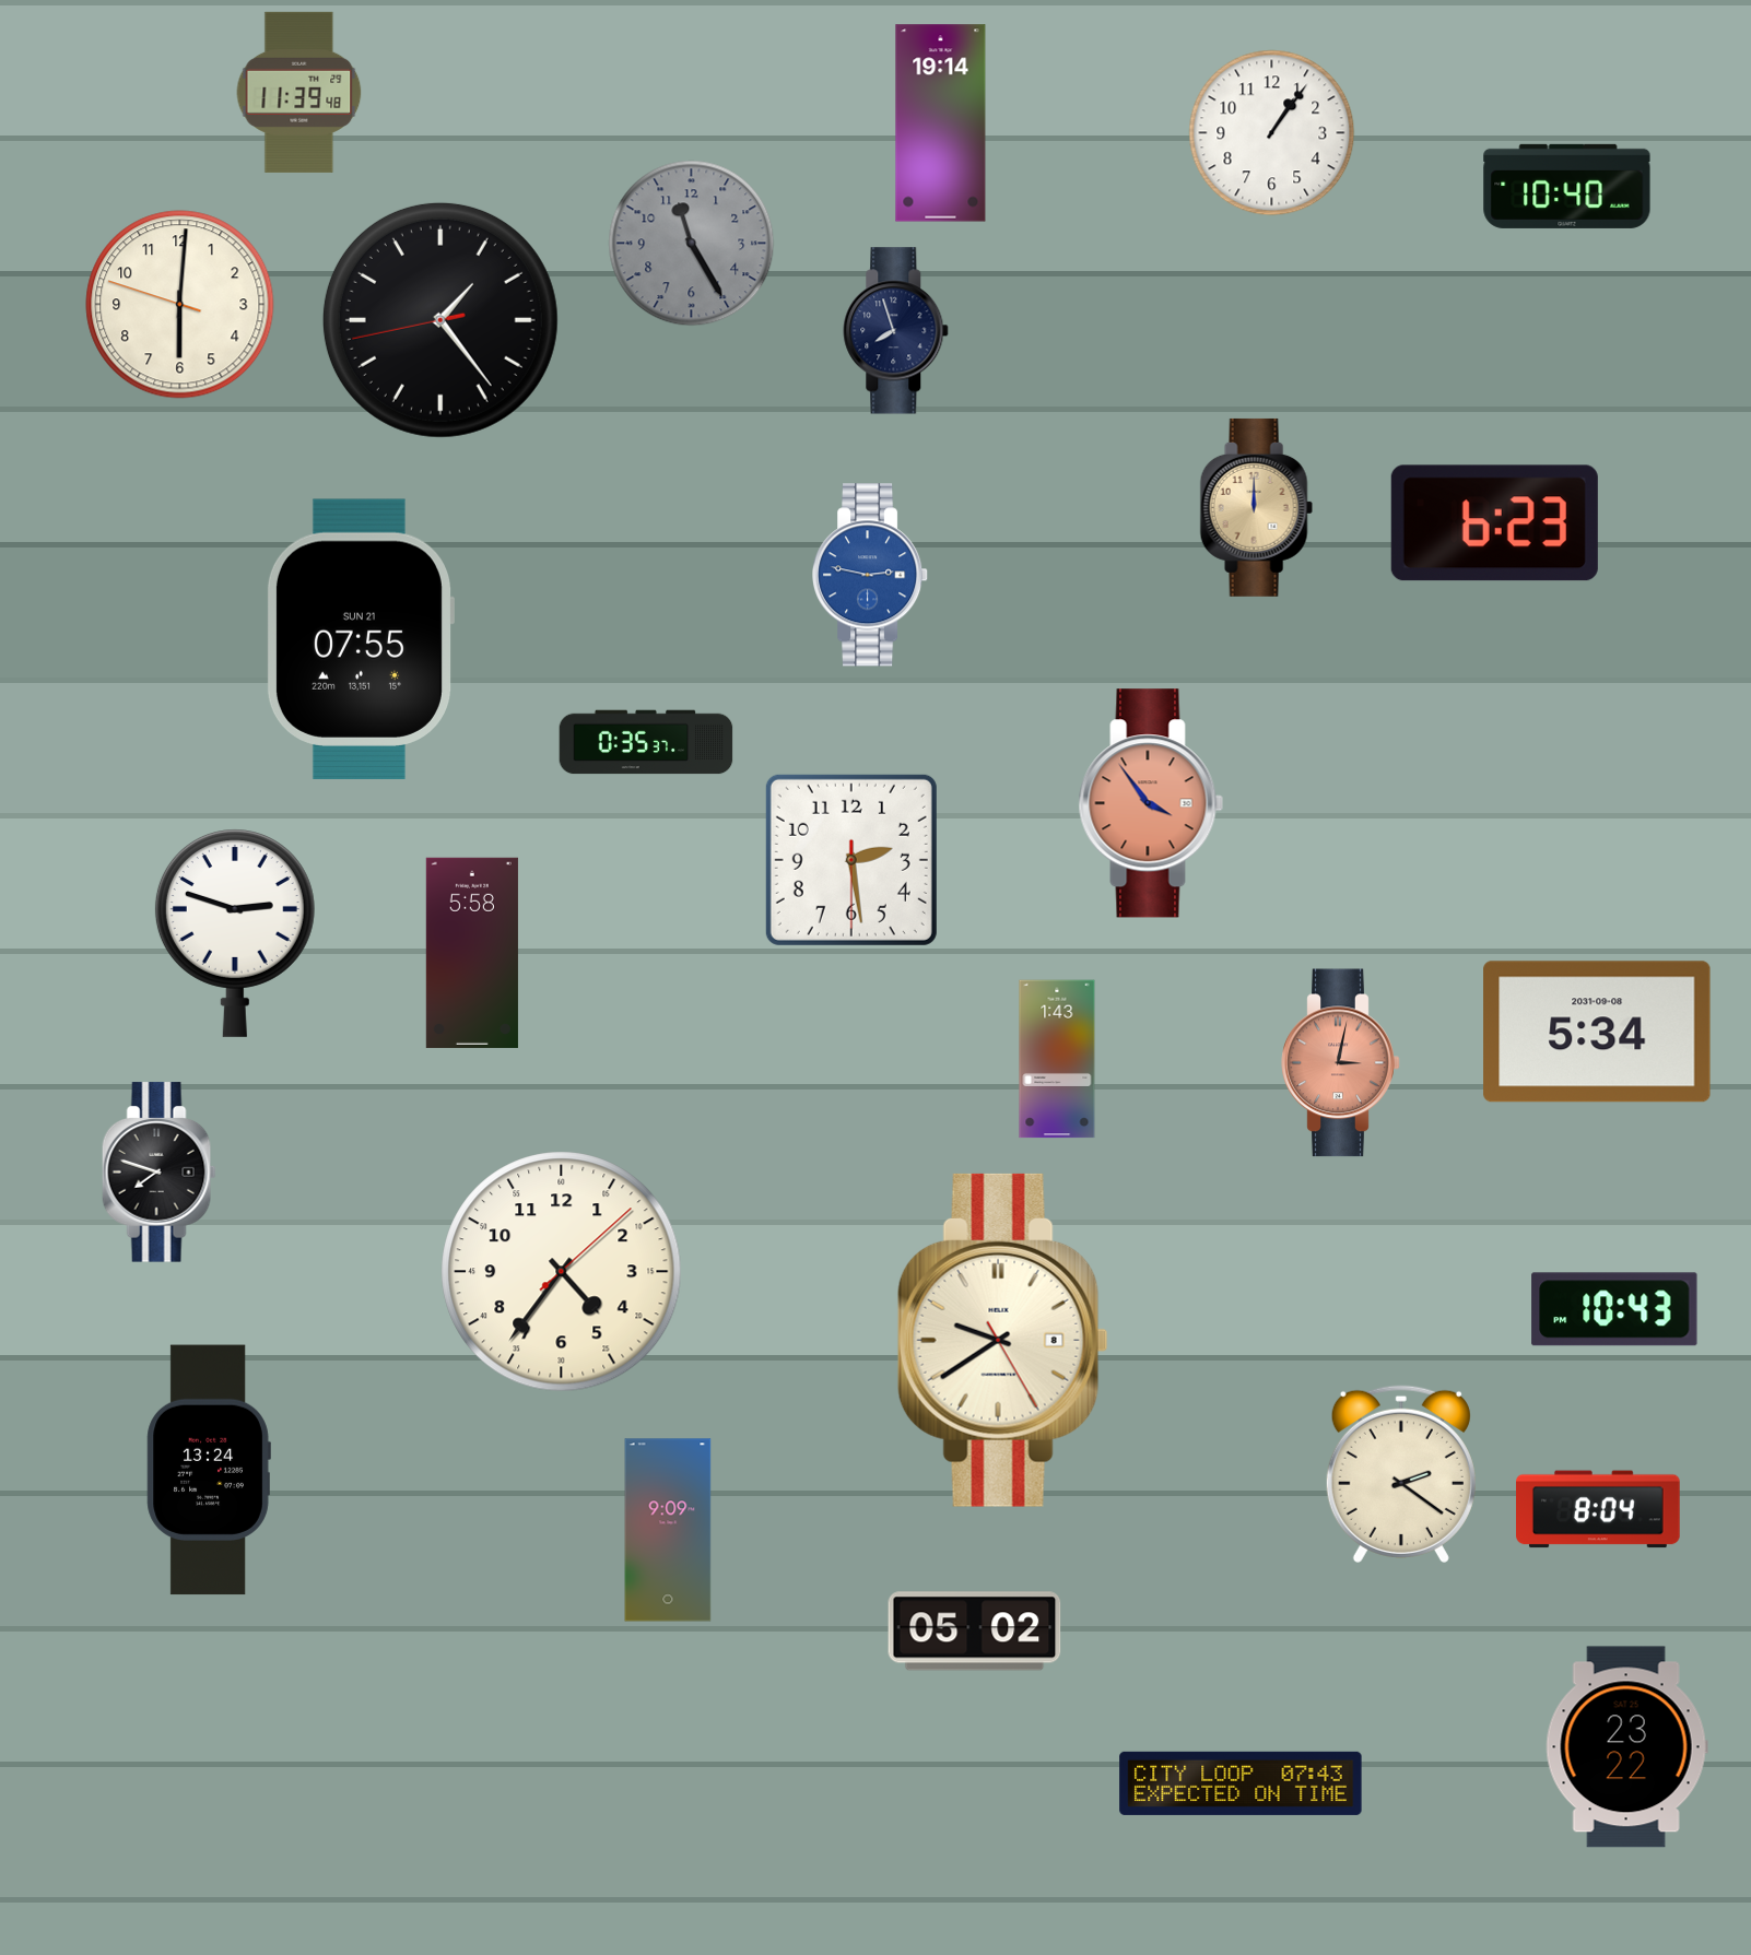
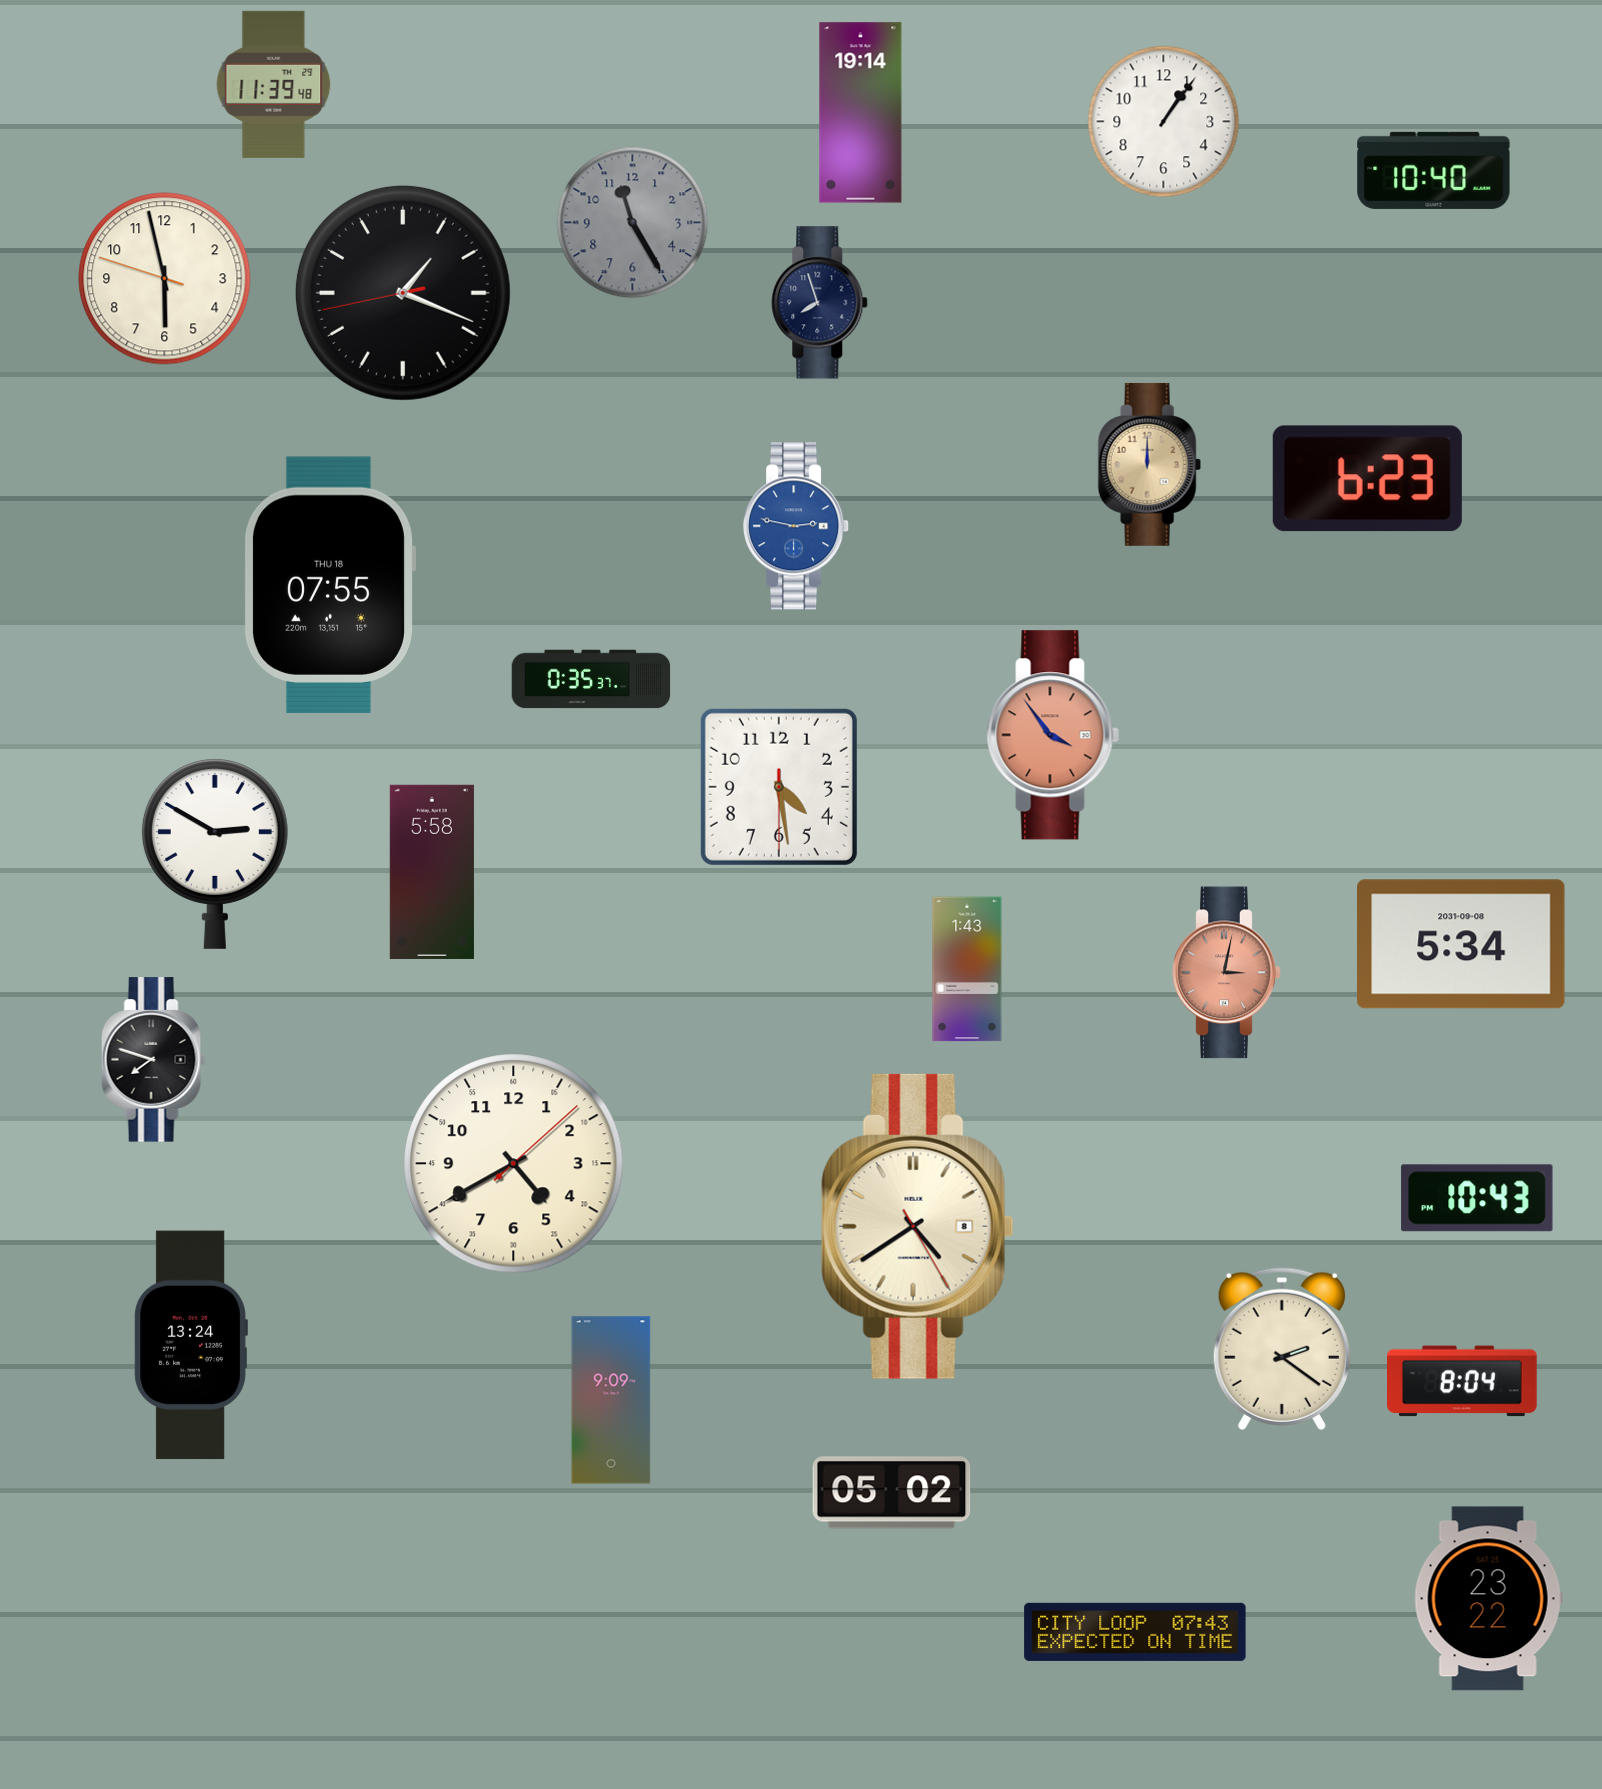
clock at (180, 305): 6:00 -> 5:57
clock at (440, 320): 1:23 -> 1:18
clock at (360, 639) date: SUN 21 -> THU 18
clock at (851, 860): 2:28 -> 4:28
clock at (235, 933): 2:48 -> 2:50
clock at (158, 1173) position: (158, 1173) -> (153, 1060)
clock at (562, 1272): 4:36 -> 4:40
clock at (1002, 1340): 9:39 -> 4:39
